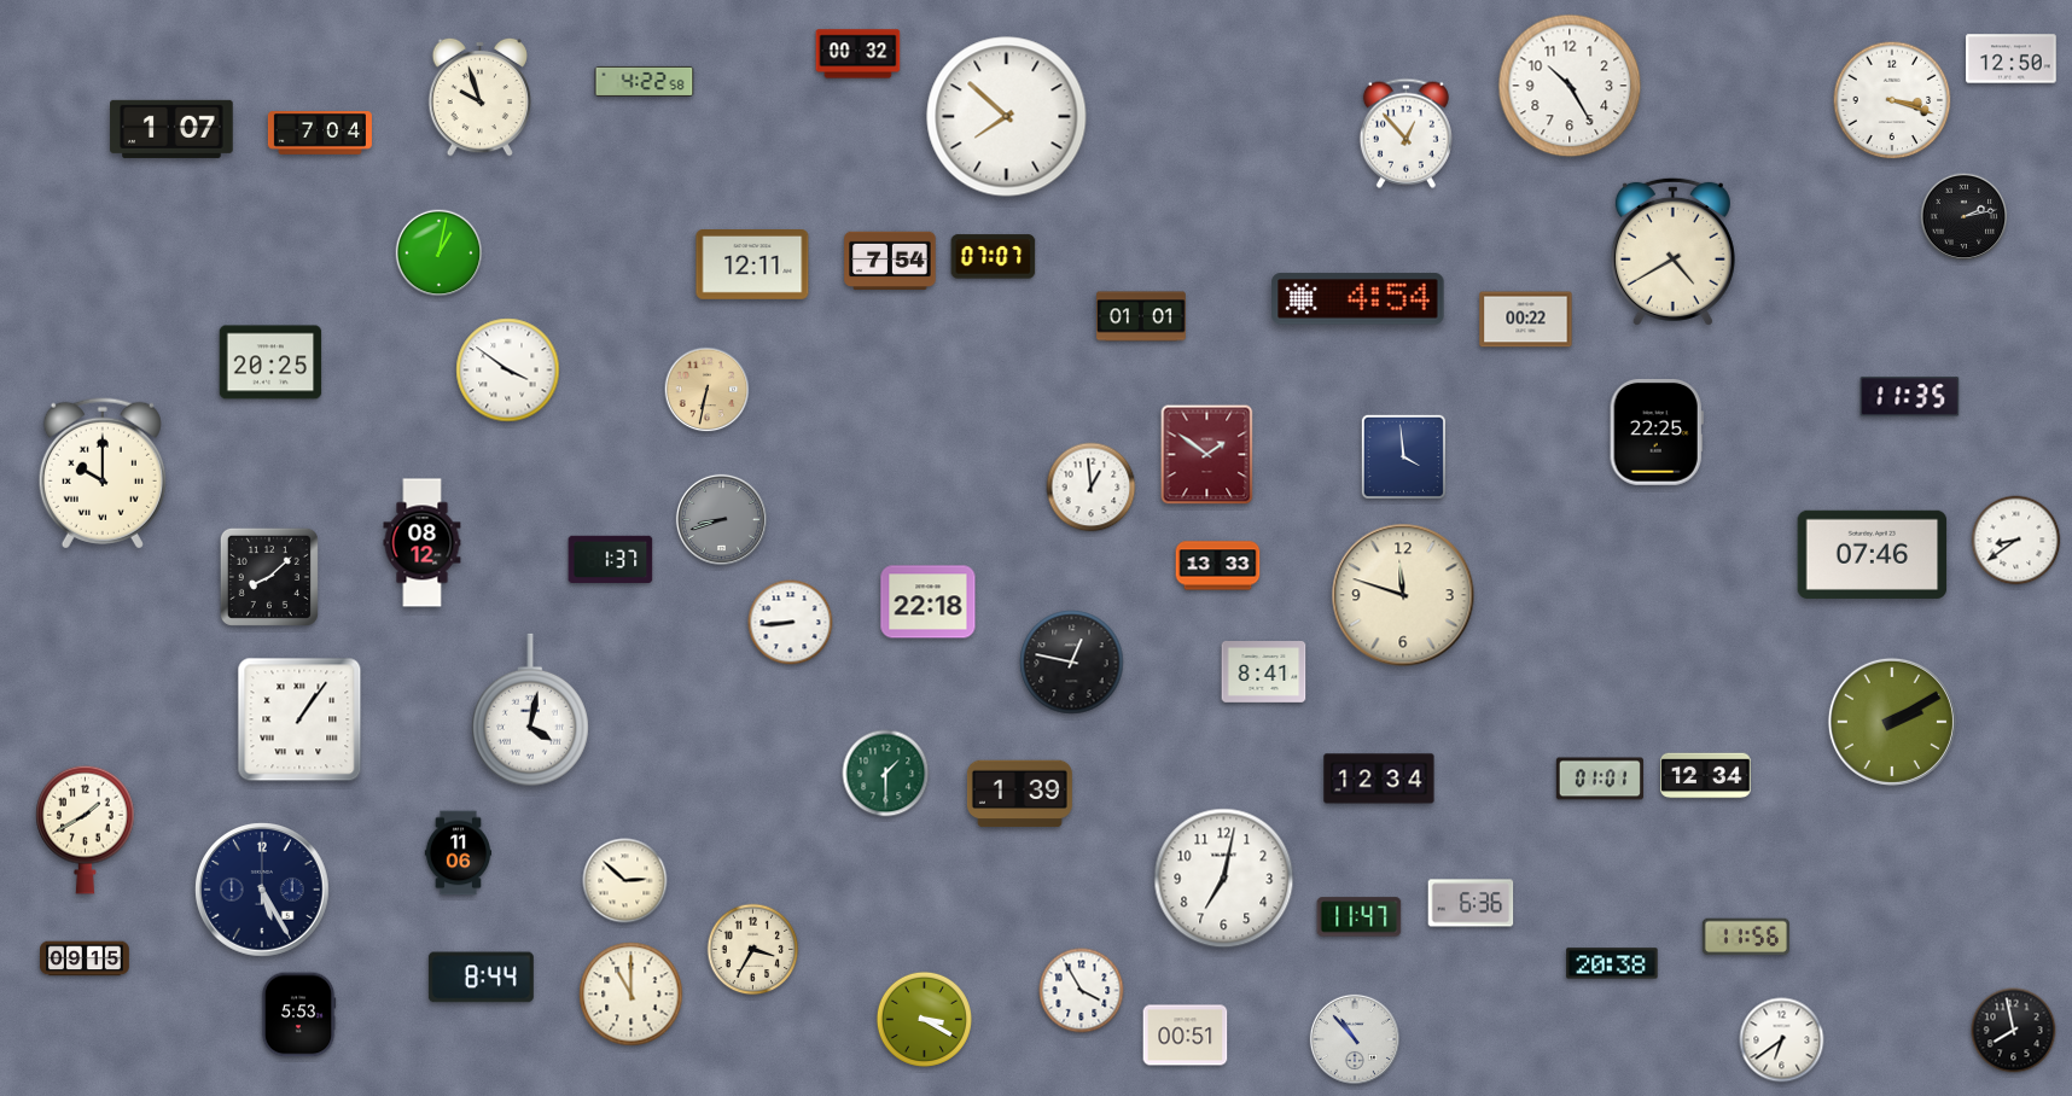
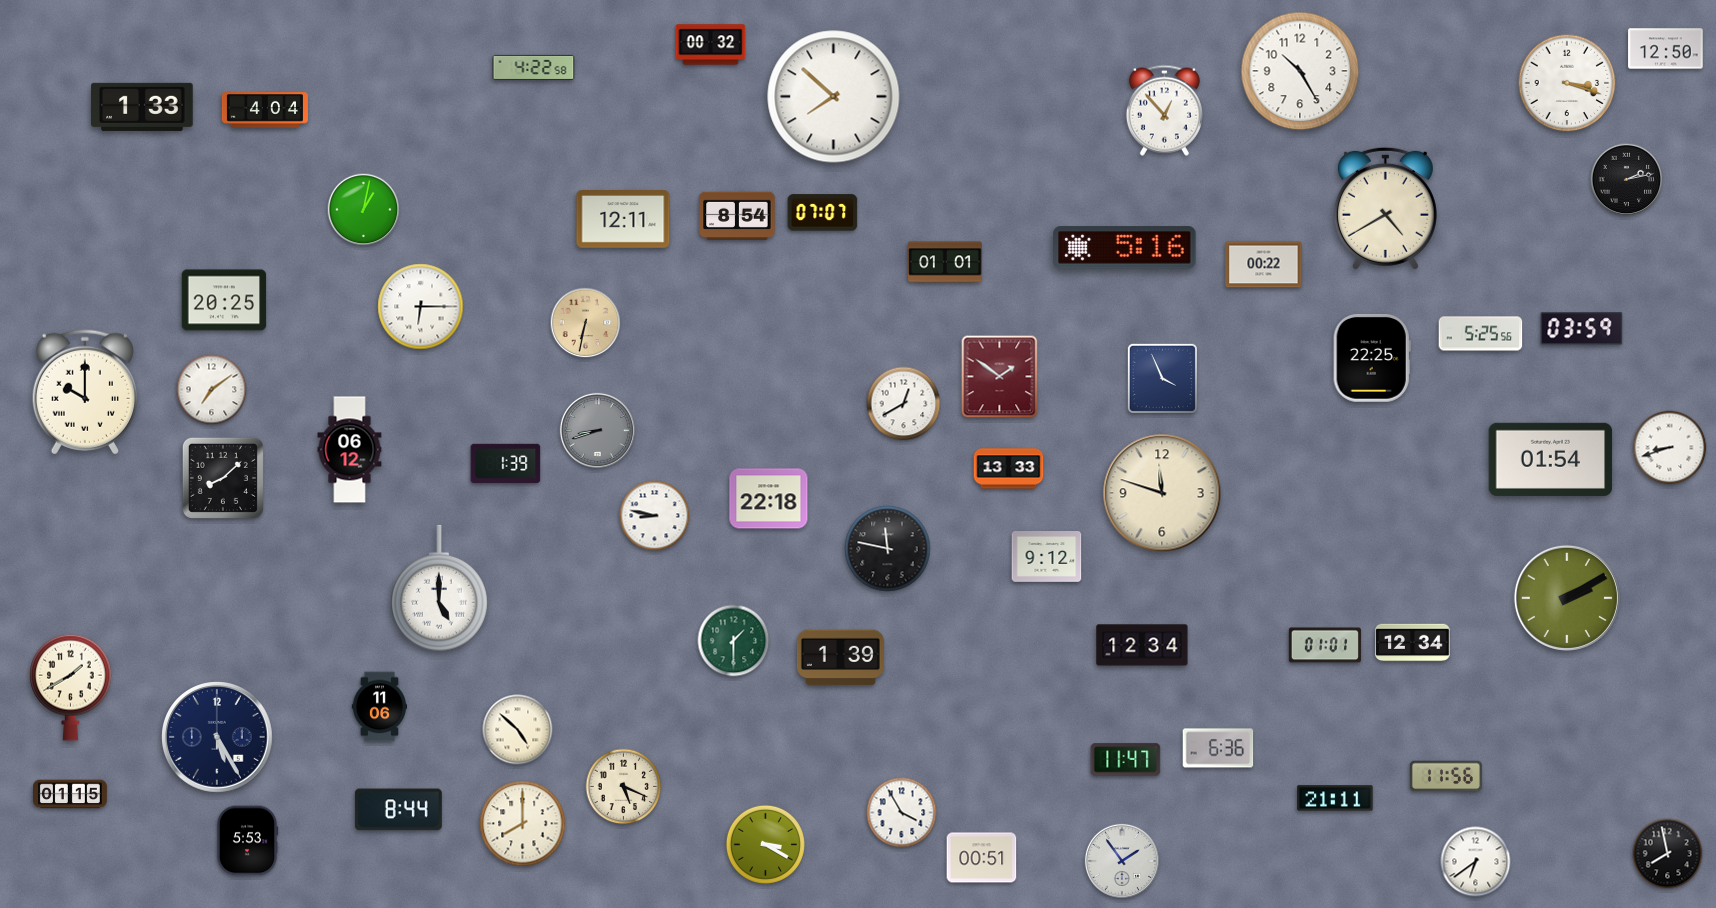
clock at (481, 97): 9:57 -> none
clock at (171, 129): 1:07 -> 1:33
clock at (320, 133): 7:04 -> 4:04
clock at (890, 260): 7:54 -> 8:54
clock at (1358, 299): 4:54 -> 5:16
clock at (508, 371): 3:51 -> 6:15
clock at (1910, 397): 11:35 -> 03:59
clock at (1481, 334): none -> 5:25
clock at (1403, 456): 3:59 -> 3:56
clock at (212, 390): none -> 7:09
clock at (1092, 488): 12:59 -> 12:40
clock at (2016, 541): 8:39 -> 8:42
clock at (423, 543): 08:12 -> 06:12
clock at (1873, 554): 07:46 -> 01:54
clock at (611, 559): 1:37 -> 1:39
clock at (791, 623): 8:44 -> 8:47
clock at (1072, 663): 12:47 -> 11:47
clock at (1264, 672): 8:41 -> 9:12
clock at (530, 710): 4:02 -> 5:00
clock at (299, 719): 1:06 -> none
clock at (1019, 794) position: (1019, 794) -> (840, 658)
clock at (1224, 879): 7:02 -> none
clock at (625, 881): 2:52 -> 4:52
clock at (753, 950): 3:35 -> 5:19
clock at (86, 958): 09:15 -> 01:15
clock at (1612, 963): 20:38 -> 21:11
clock at (1082, 991) position: (1082, 991) -> (902, 813)
clock at (632, 995): 11:00 -> 8:00
clock at (1355, 1039): 10:53 -> 1:54
